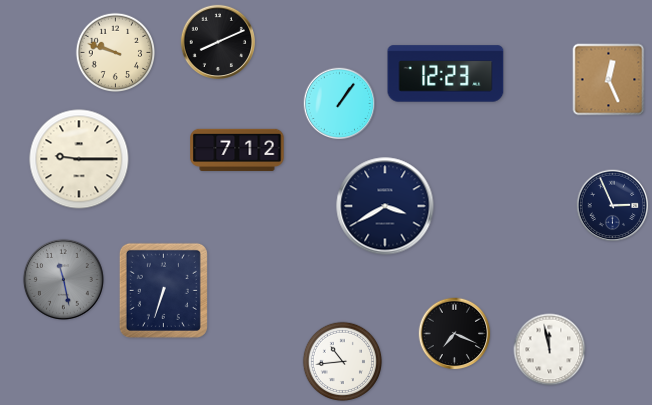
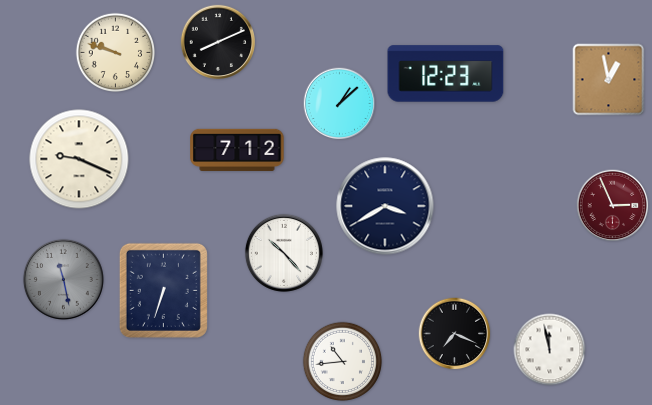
clock at (609, 80): 12:26 -> 12:58
clock at (340, 104): 1:06 -> 1:08
clock at (79, 159): 9:15 -> 9:19
clock at (613, 206) dial: navy -> burgundy
clock at (284, 253): none -> 10:23
